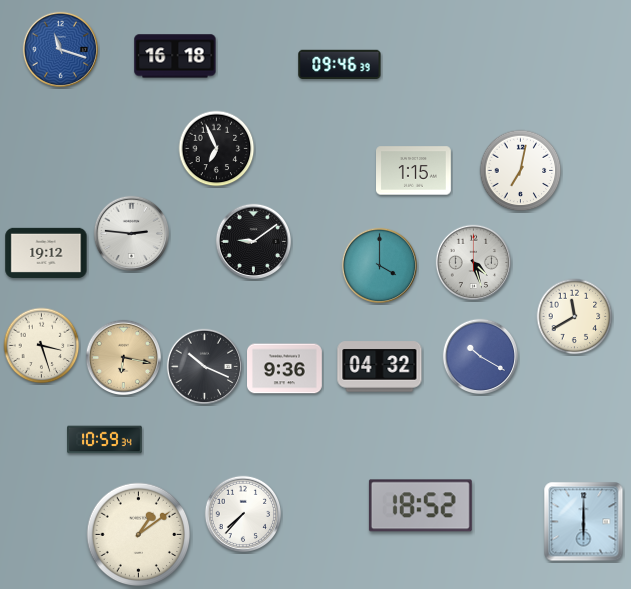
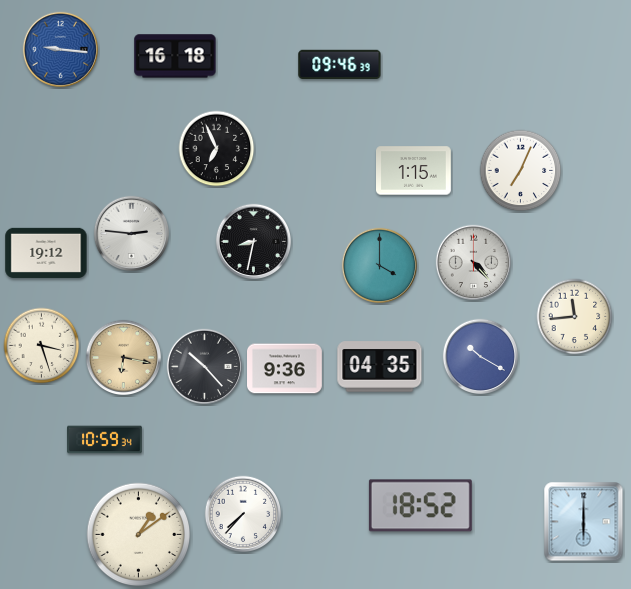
clock at (60, 49): 11:18 -> 9:16
clock at (521, 171): 7:02 -> 7:04
clock at (253, 241): 9:09 -> 8:32
clock at (473, 262): 4:27 -> 4:23
clock at (575, 317): 11:40 -> 11:44
clock at (204, 366): 10:19 -> 10:23
clock at (380, 367): 04:32 -> 04:35
